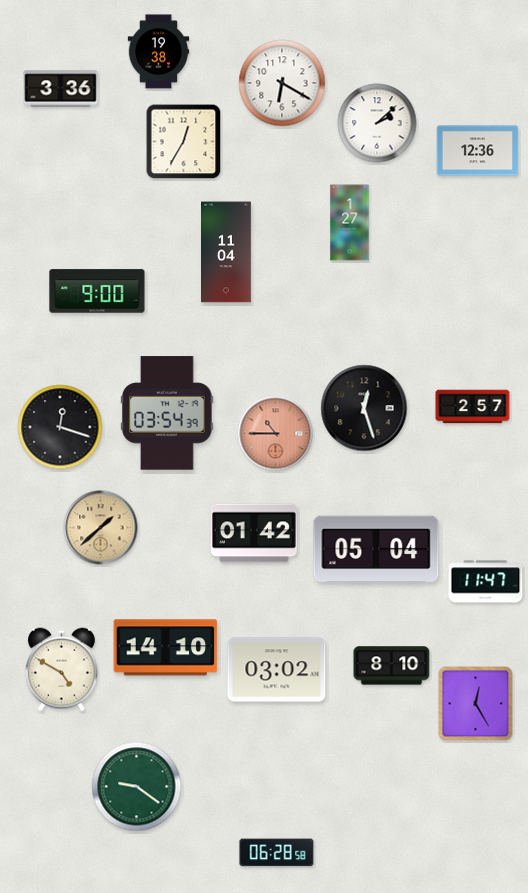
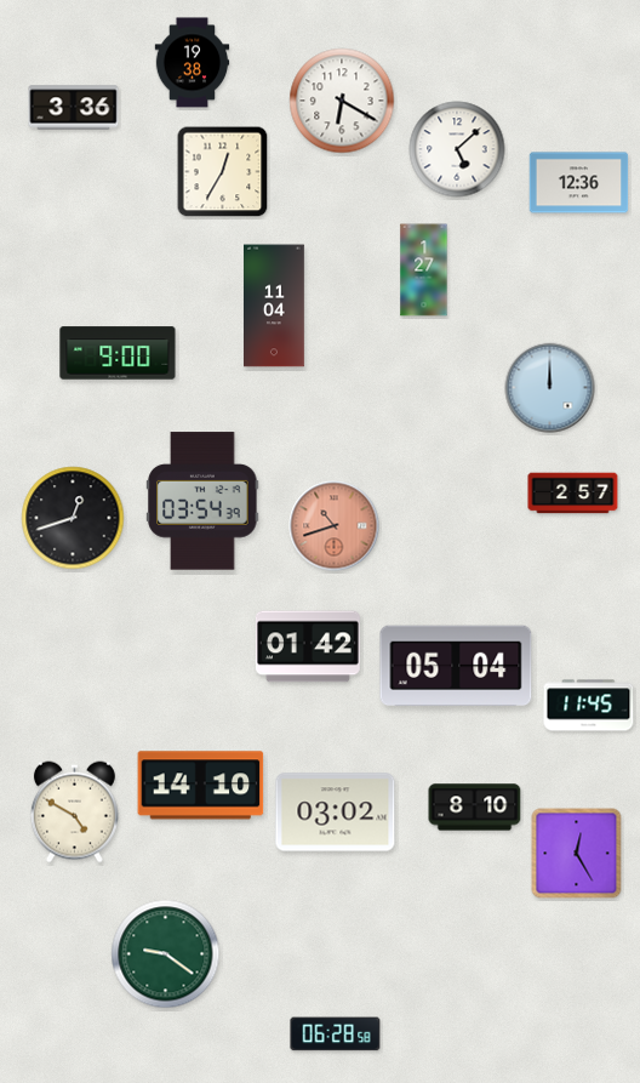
clock at (377, 123): 2:08 -> 5:08
clock at (550, 388): none -> 12:00
clock at (364, 408): 12:27 -> none
clock at (60, 427): 12:18 -> 12:42
clock at (276, 434): 10:45 -> 10:42
clock at (101, 528): 1:38 -> none
clock at (486, 582): 11:47 -> 11:45
